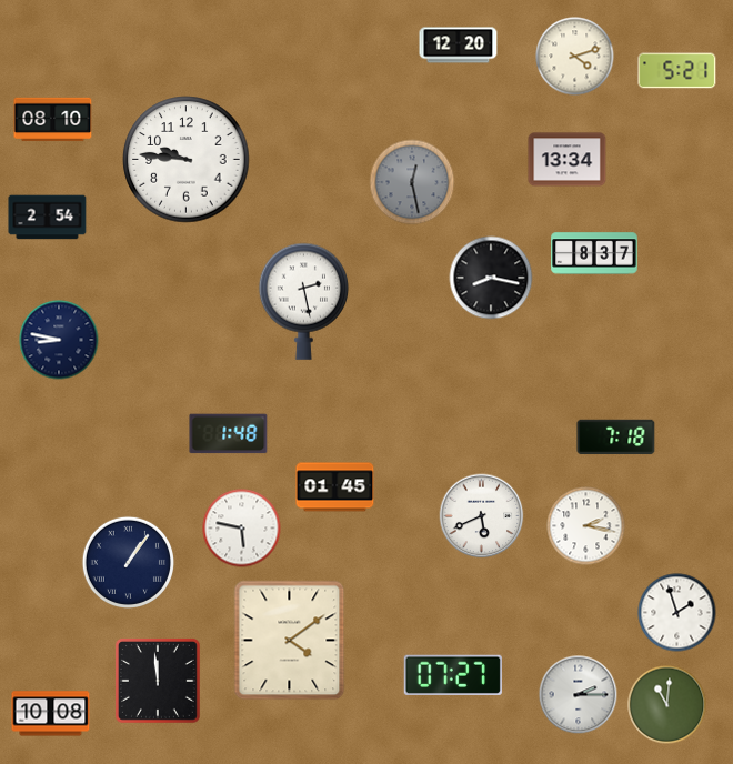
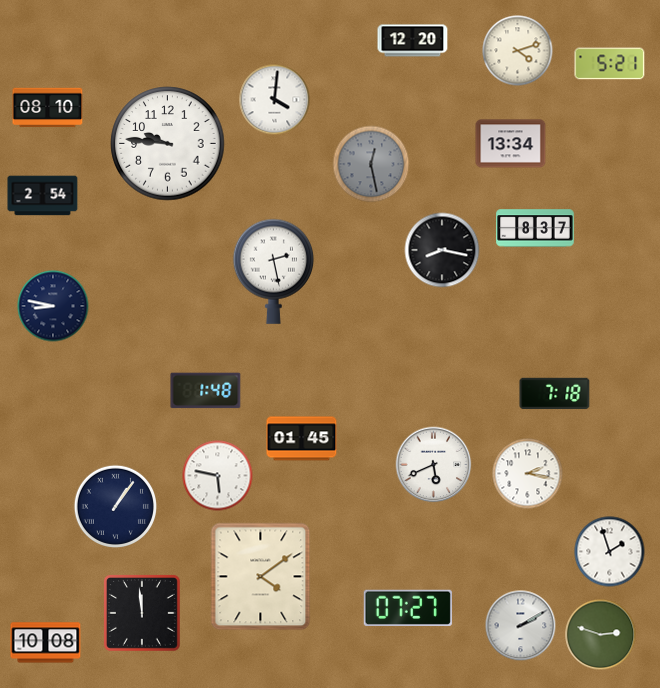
clock at (275, 100): none -> 4:01
clock at (579, 695): 2:15 -> 2:10
clock at (667, 705): 11:01 -> 2:48
